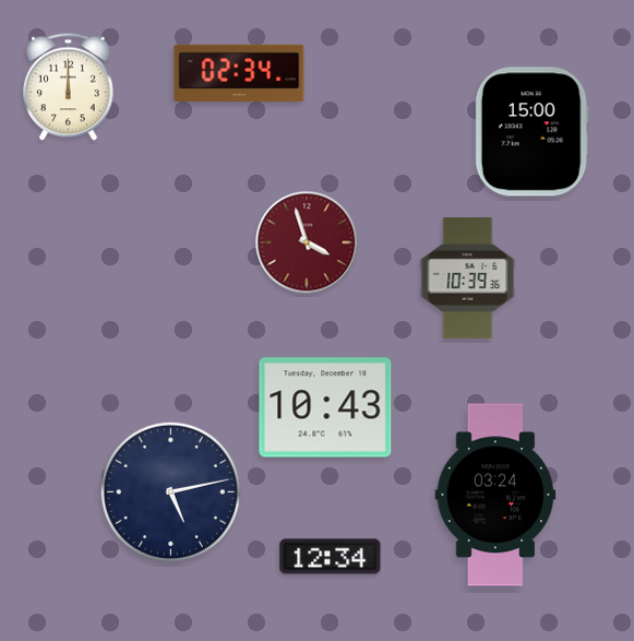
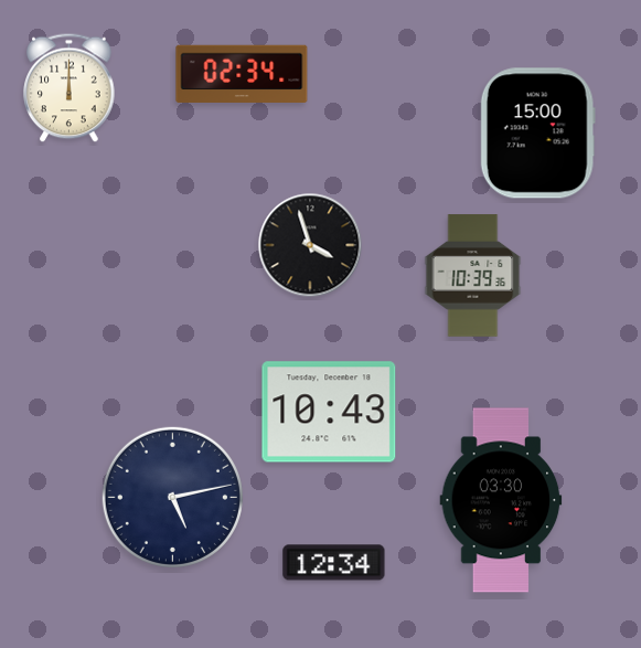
clock at (307, 242) dial: burgundy -> black
clock at (468, 278) position: (468, 278) -> (473, 276)
clock at (495, 495): 03:24 -> 03:30
